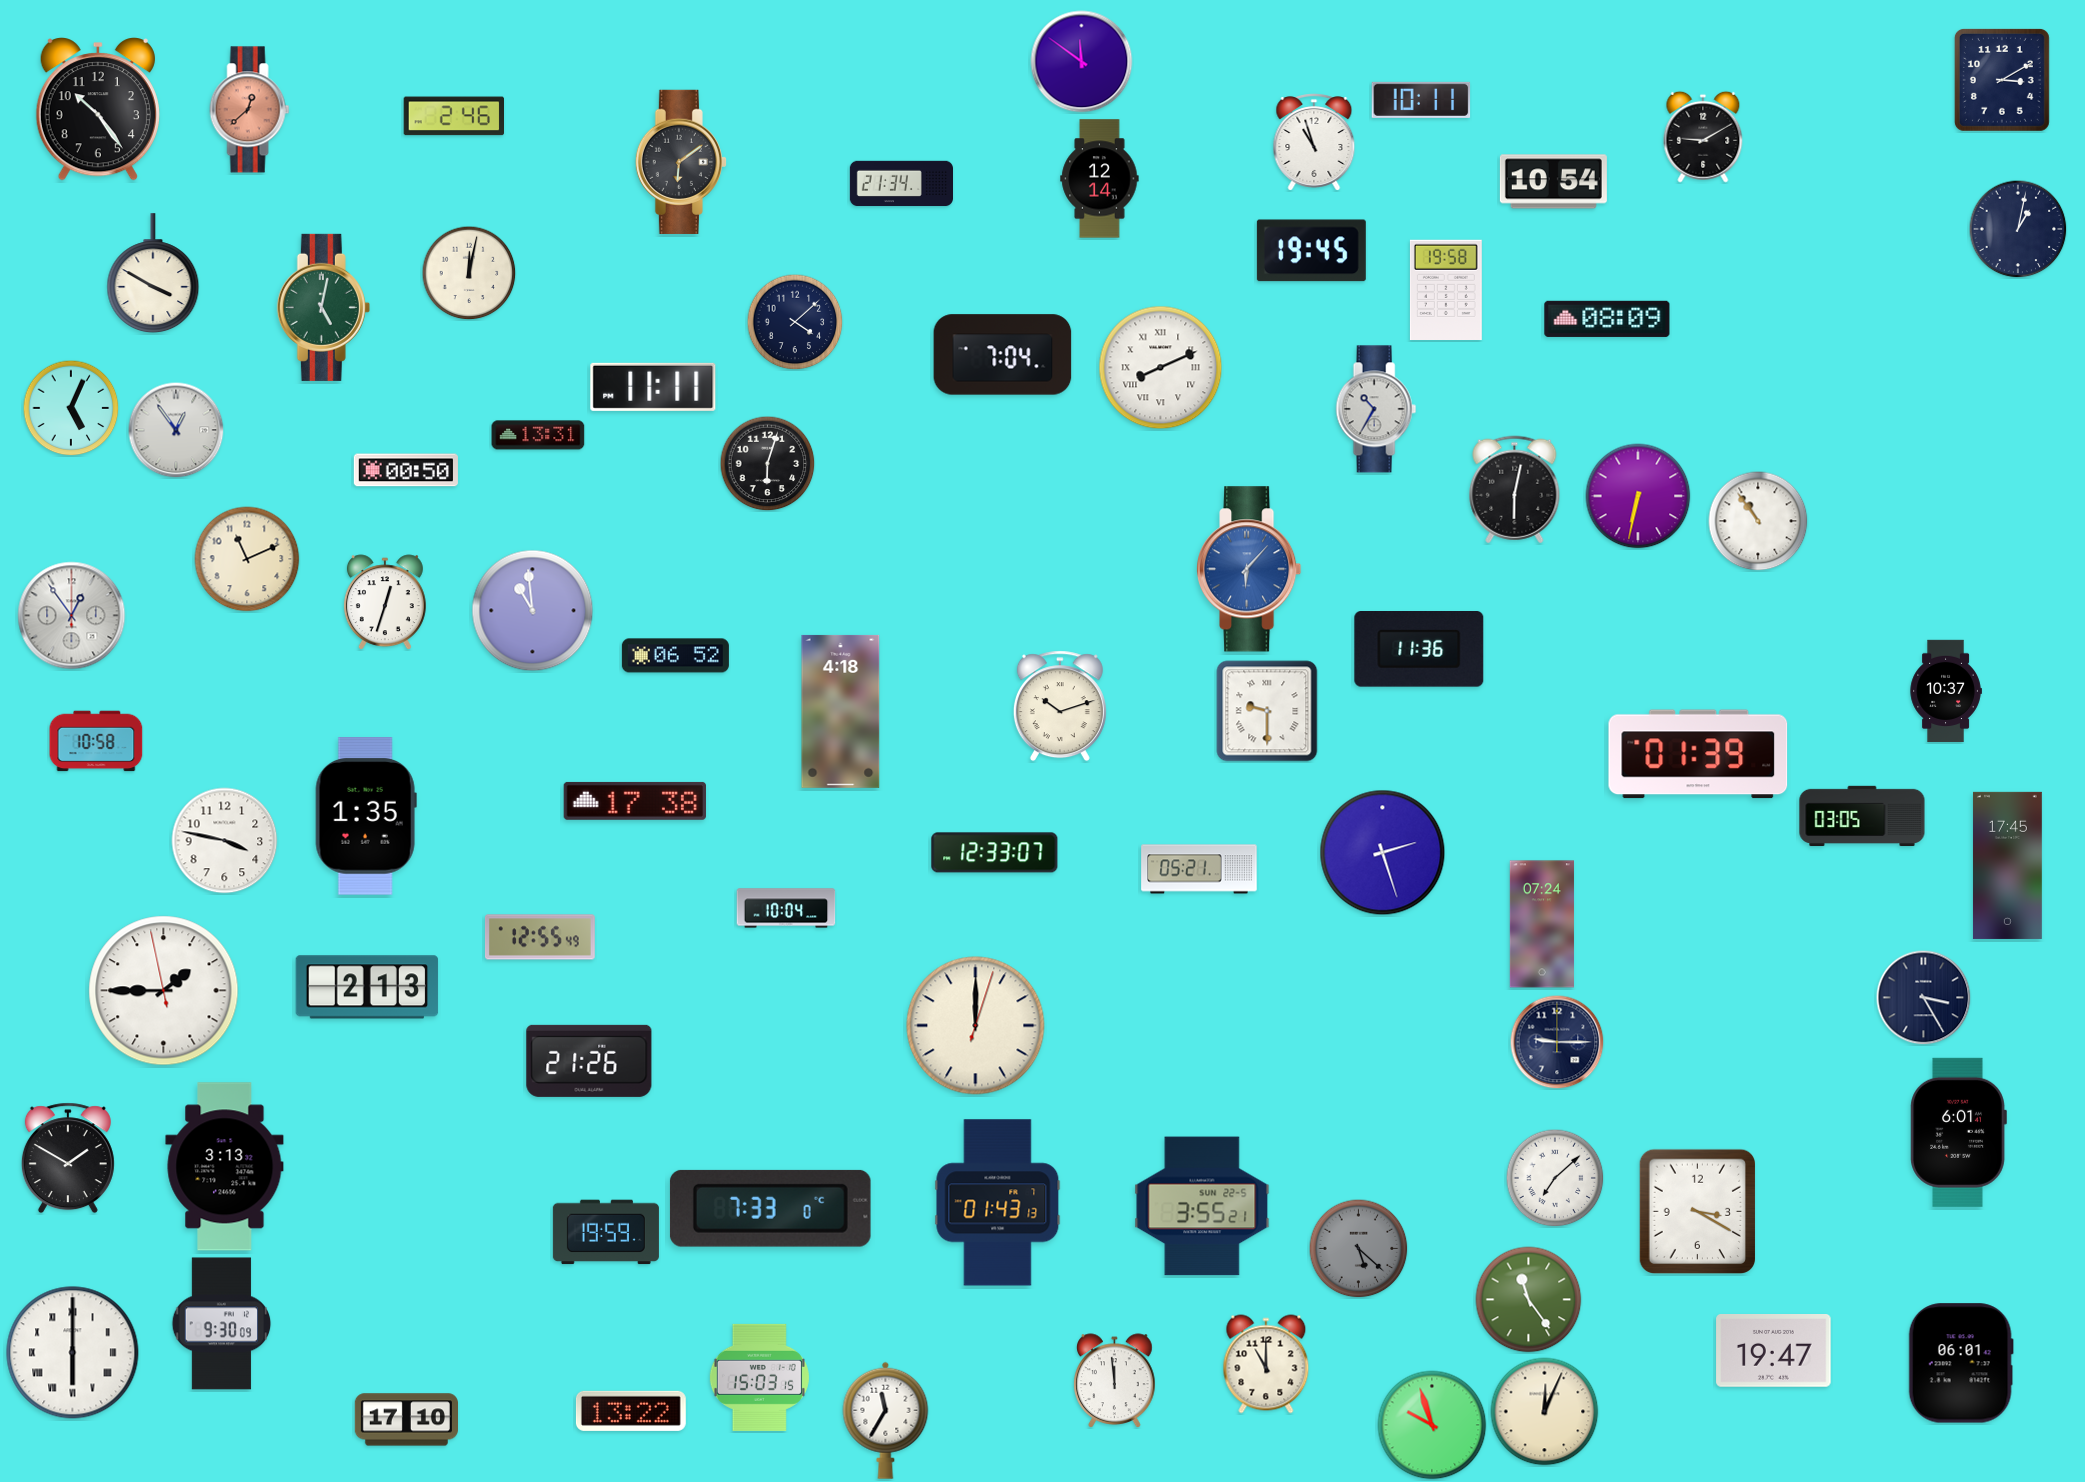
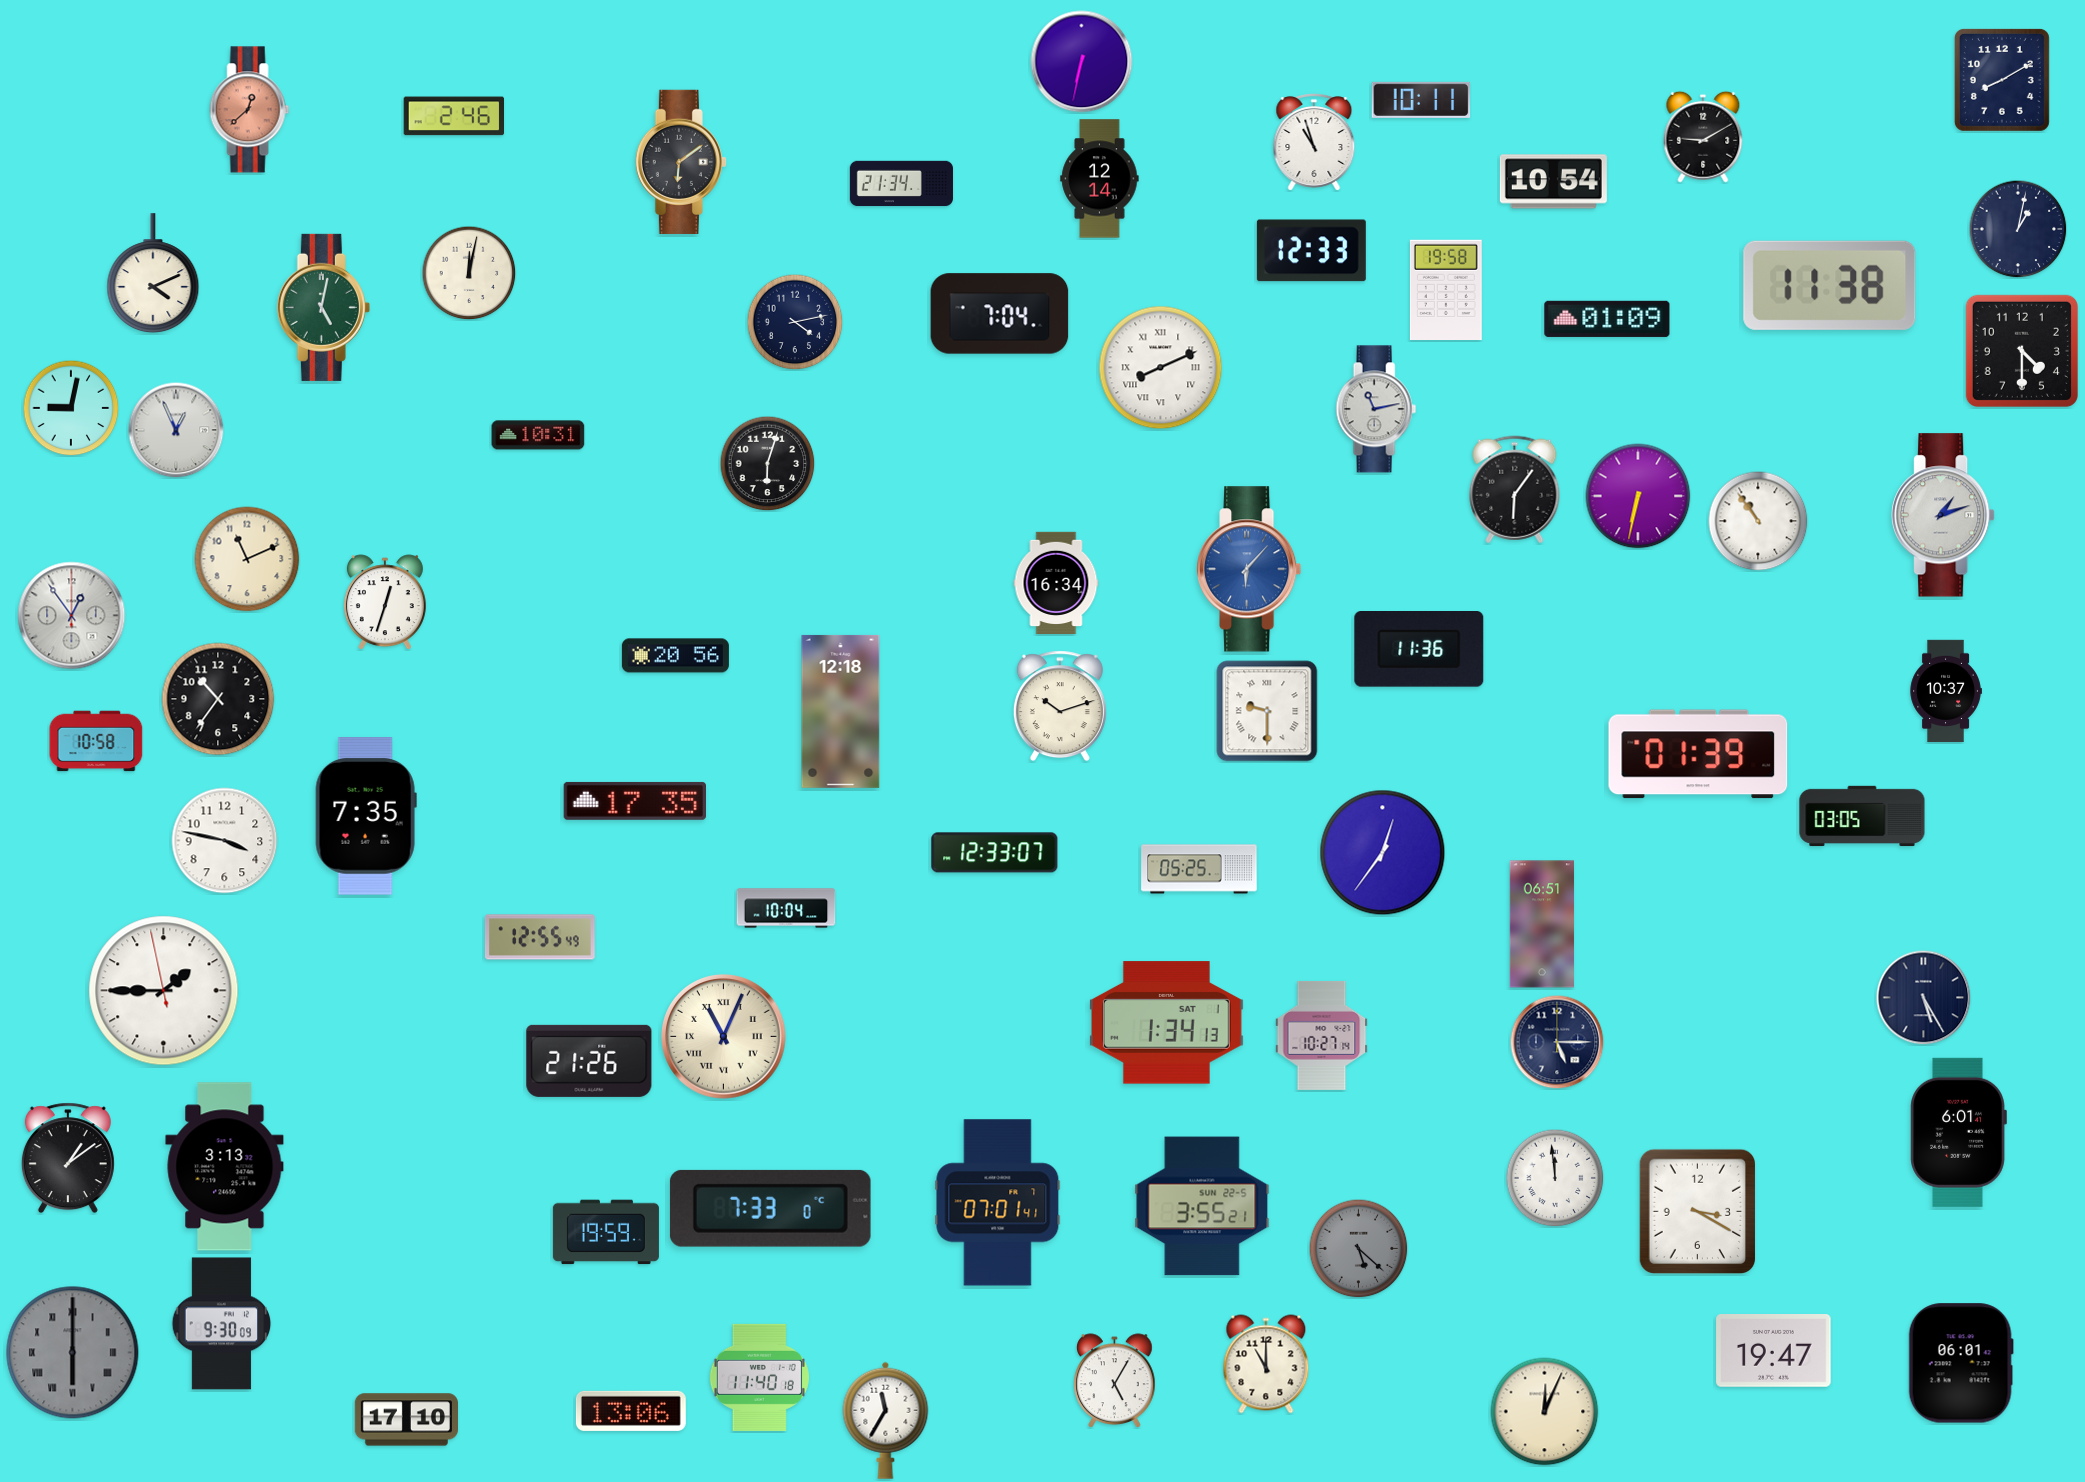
clock at (1082, 62): 11:51 -> 6:32
clock at (2002, 80): 3:10 -> 8:10
clock at (98, 109): 10:24 -> none
clock at (1311, 251): 19:45 -> 12:33
clock at (153, 274): 3:50 -> 4:11
clock at (1830, 285): none -> 11:38
clock at (1607, 319): 08:09 -> 01:09
clock at (795, 322): 4:08 -> 4:13
clock at (2022, 351): none -> 4:30
clock at (1003, 355) position: (1003, 355) -> (1000, 314)
clock at (653, 387): 11:11 -> none
clock at (71, 408): 5:04 -> 9:02
clock at (1376, 409): 10:35 -> 11:13
clock at (176, 430): 12:54 -> 12:56
clock at (538, 435): 13:31 -> 10:31
clock at (406, 470): 00:50 -> none
clock at (1515, 490): 6:02 -> 6:06
clock at (1944, 515): none -> 1:12
clock at (1056, 583): none -> 16:34
clock at (533, 611): 10:59 -> none
clock at (675, 656): 06:52 -> 20:56
clock at (218, 699): none -> 10:36
clock at (841, 711): 4:18 -> 12:18
clock at (634, 801): 17:38 -> 17:35
clock at (366, 816): 1:35 -> 7:35
clock at (1383, 853): 2:27 -> 12:36
clock at (2007, 865): 17:45 -> none
clock at (1199, 869): 05:21 -> 05:25
clock at (1542, 924): 07:24 -> 06:51
clock at (367, 987): 2:13 -> none
clock at (1923, 997): 3:25 -> 5:25
clock at (1166, 1023): none -> 1:34
clock at (976, 1026): 12:00 -> none
clock at (1322, 1035): none -> 10:27
clock at (724, 1037): none -> 11:04
clock at (1557, 1042): 9:15 -> 5:15
clock at (68, 1158): 1:50 -> 1:09
clock at (1555, 1178): 7:08 -> 11:59
clock at (998, 1203): 01:43 -> 07:01
clock at (1529, 1300): 11:24 -> none
clock at (73, 1353) dial: white -> grey
clock at (759, 1377): 15:03 -> 11:40
clock at (1115, 1380): 11:59 -> 5:05
clock at (631, 1411): 13:22 -> 13:06
clock at (1432, 1425): 9:57 -> none
